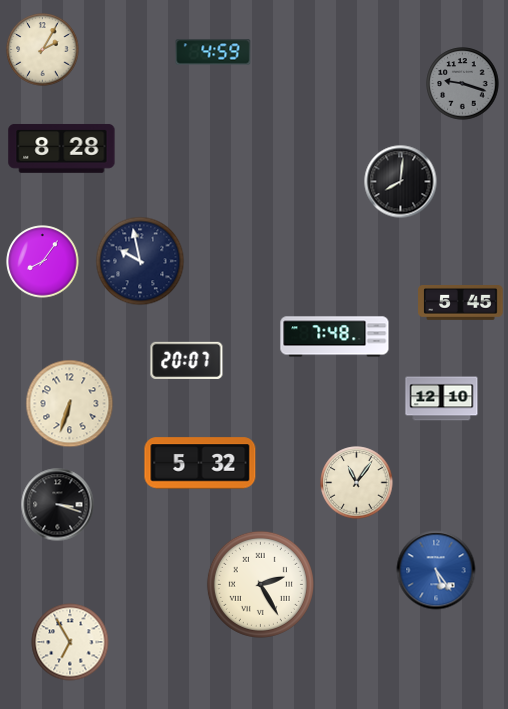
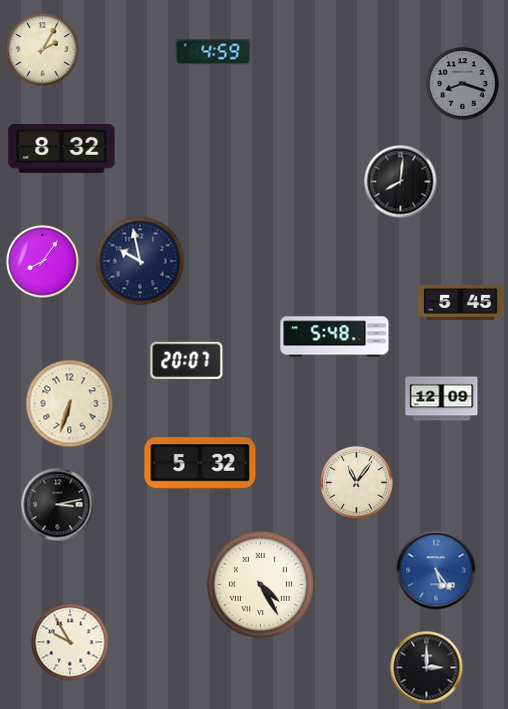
clock at (463, 84): 9:18 -> 8:18
clock at (62, 149): 8:28 -> 8:32
clock at (335, 337): 7:48 -> 5:48
clock at (442, 399): 12:10 -> 12:09
clock at (58, 505): 3:18 -> 3:13
clock at (260, 584): 2:25 -> 4:25
clock at (70, 642): 6:55 -> 9:55
clock at (427, 668): none -> 3:00
